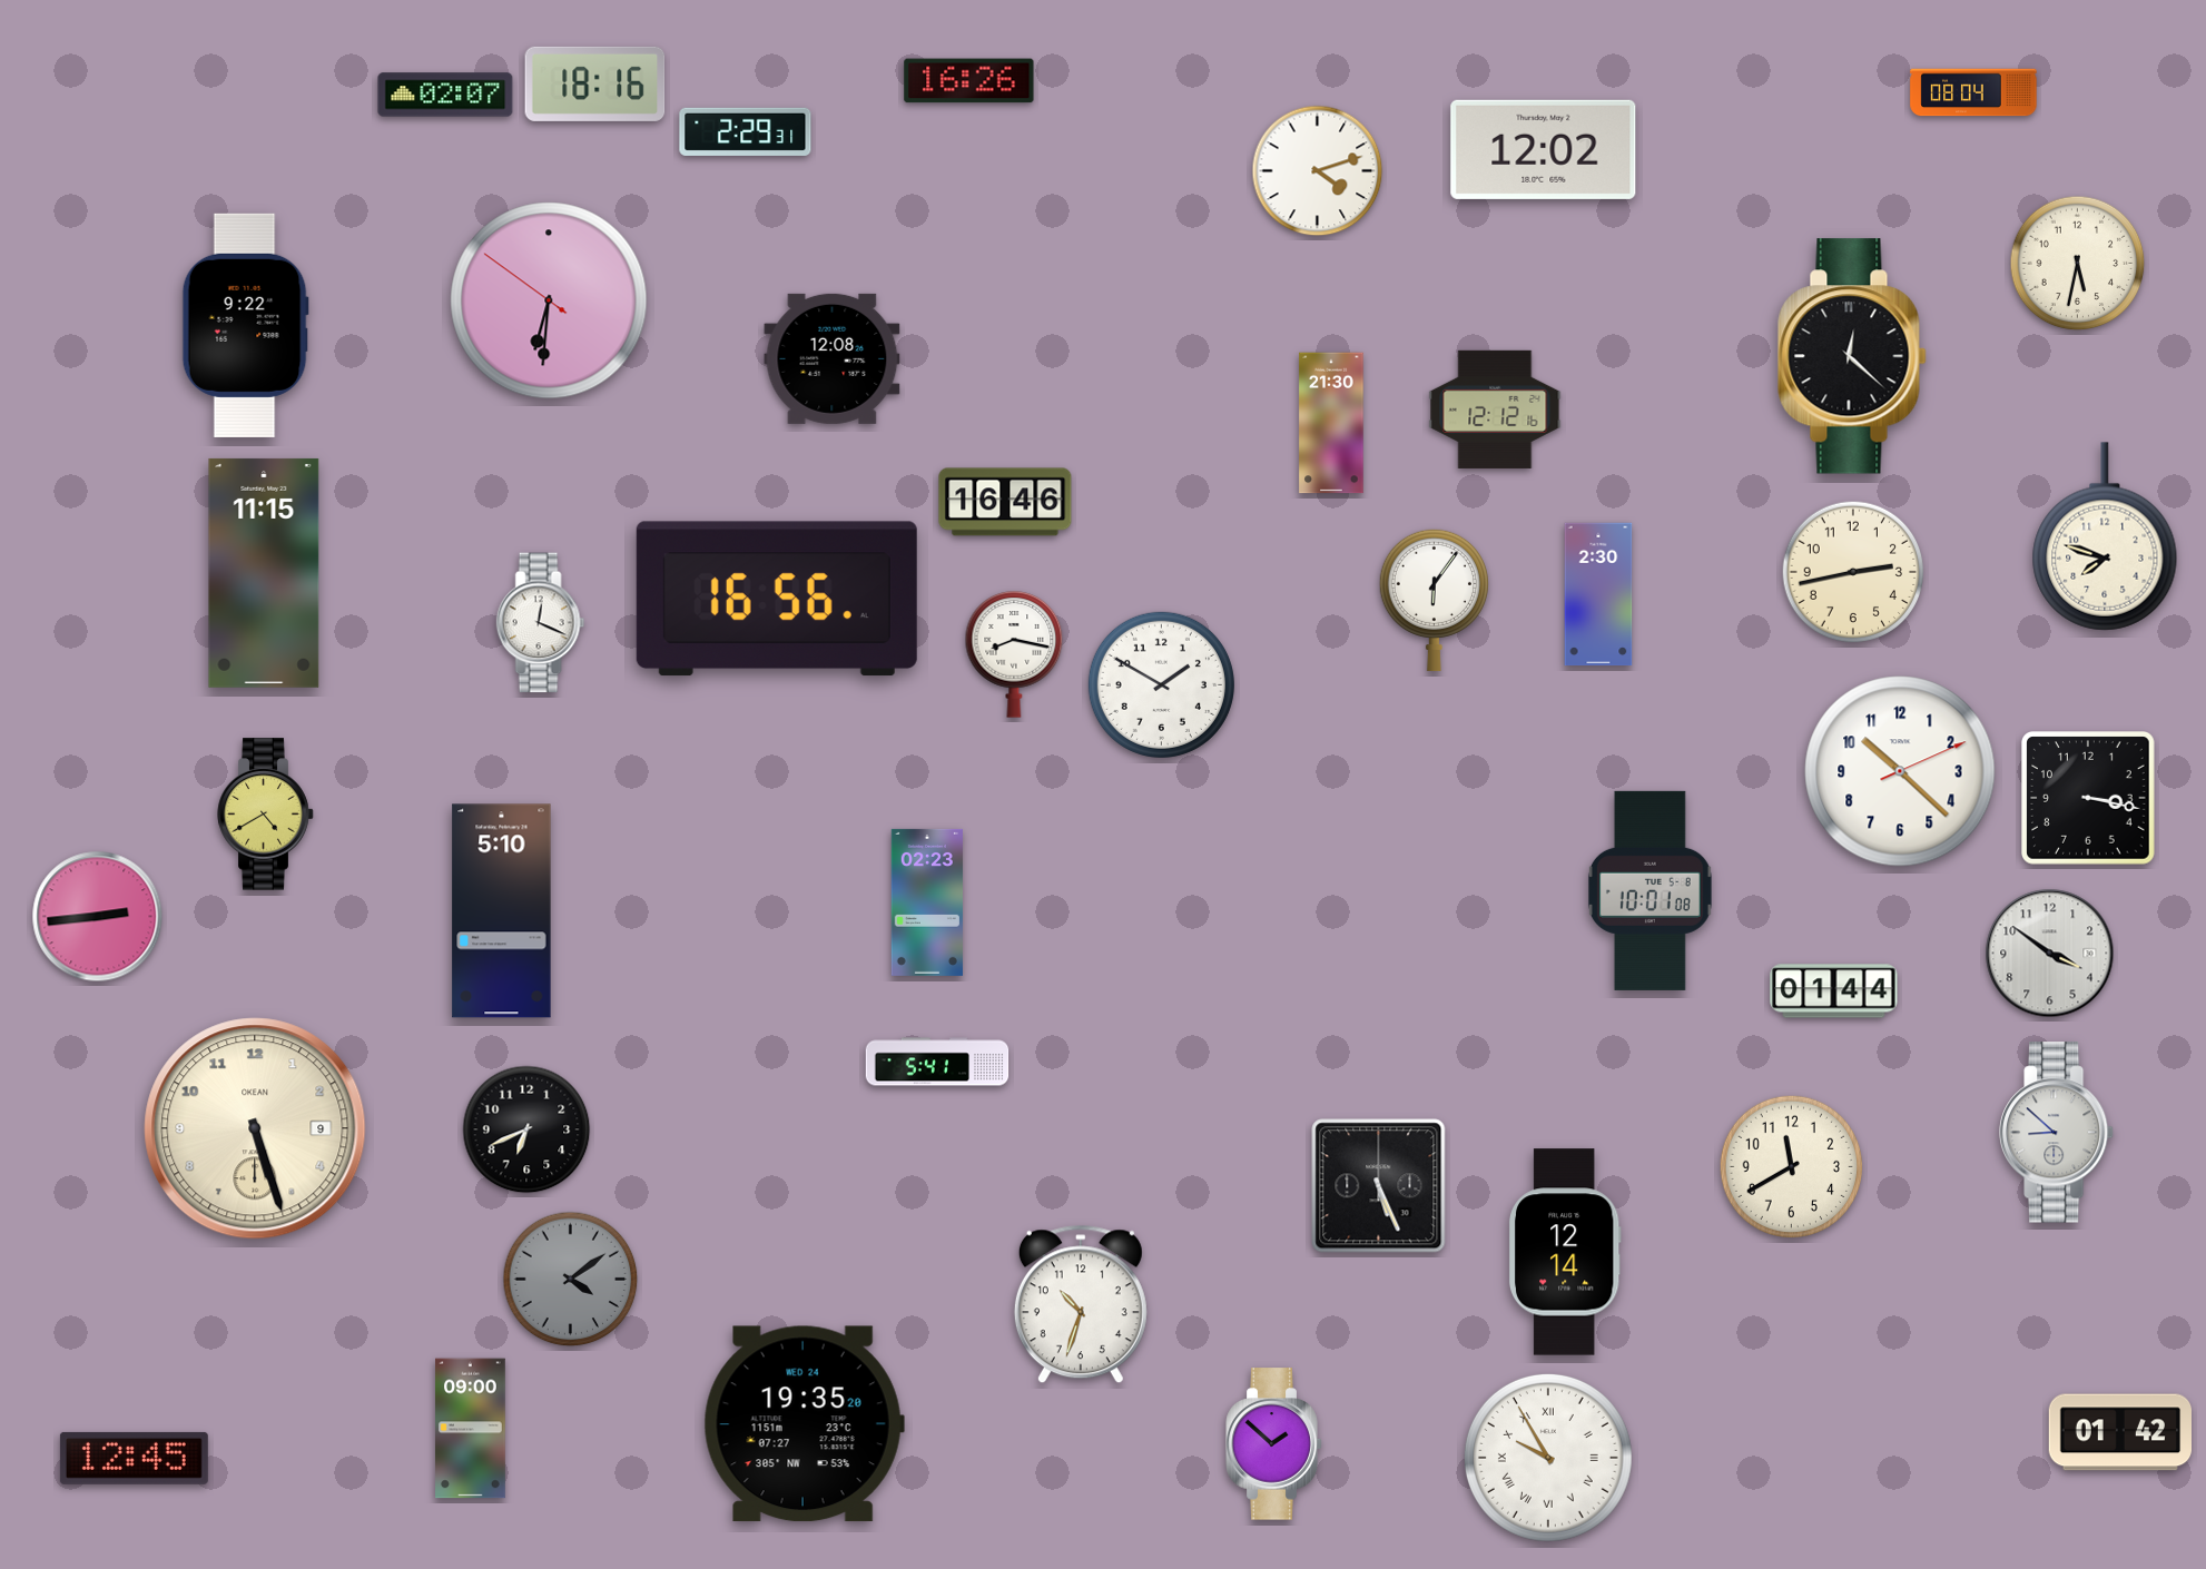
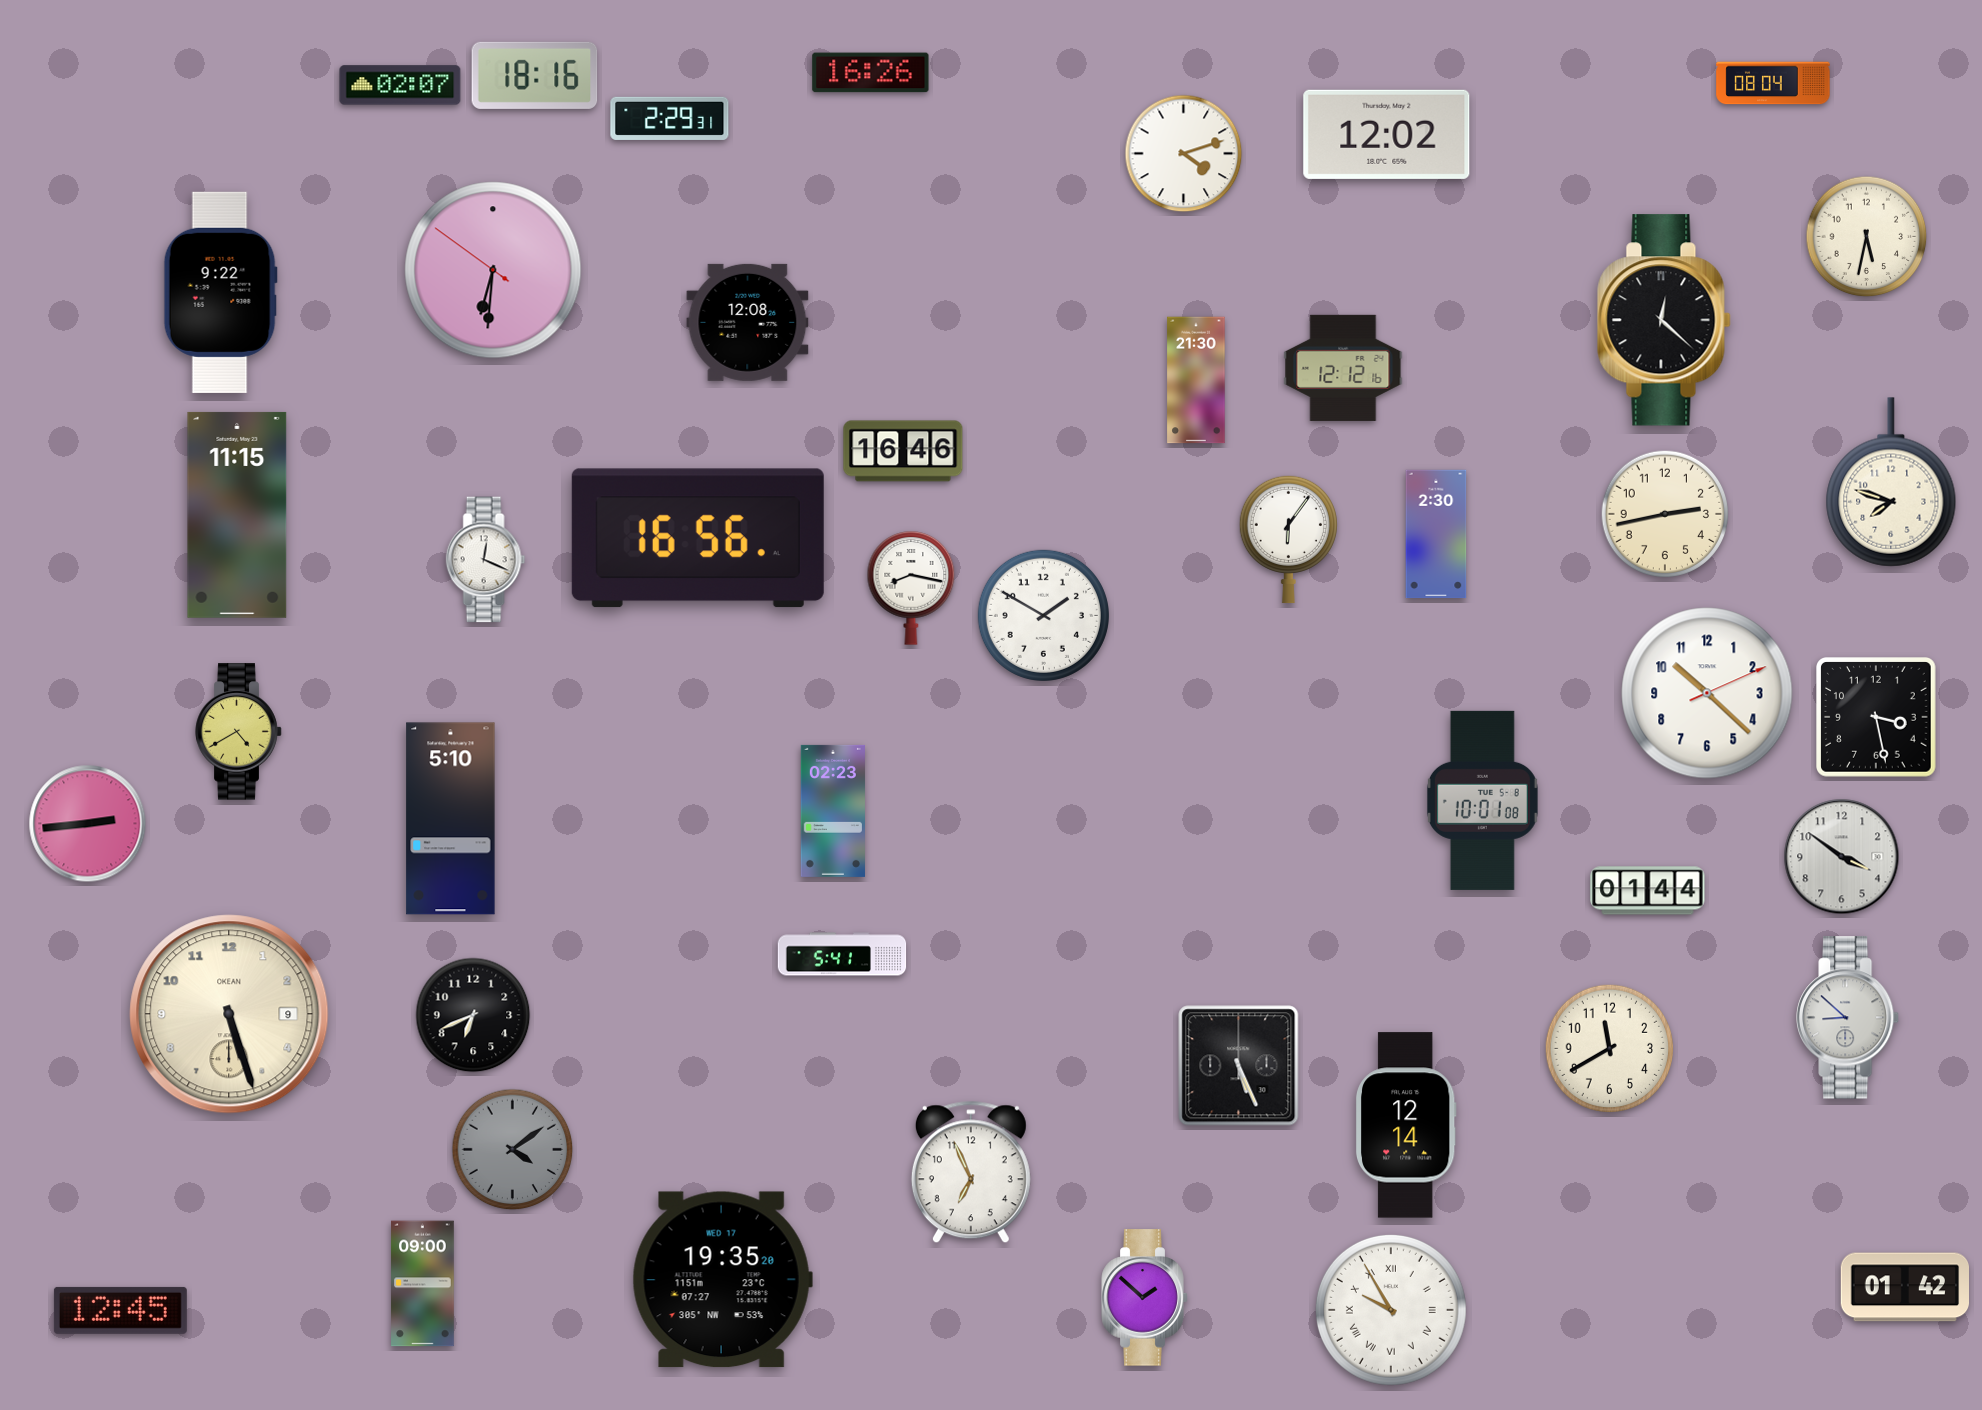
clock at (2089, 799): 3:17 -> 3:28
clock at (1081, 1304): 10:33 -> 6:56
clock at (804, 1424) date: WED 24 -> WED 17
